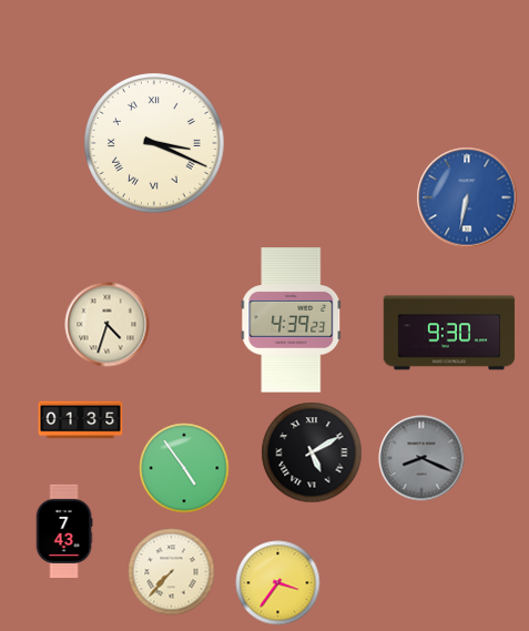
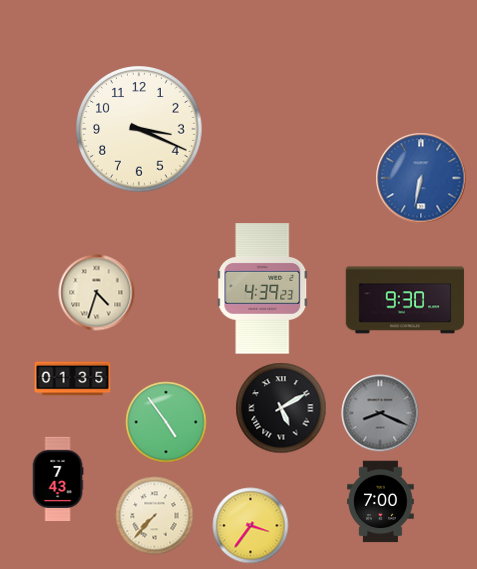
clock at (154, 143) numerals: Roman -> Arabic
clock at (381, 502): none -> 7:00
